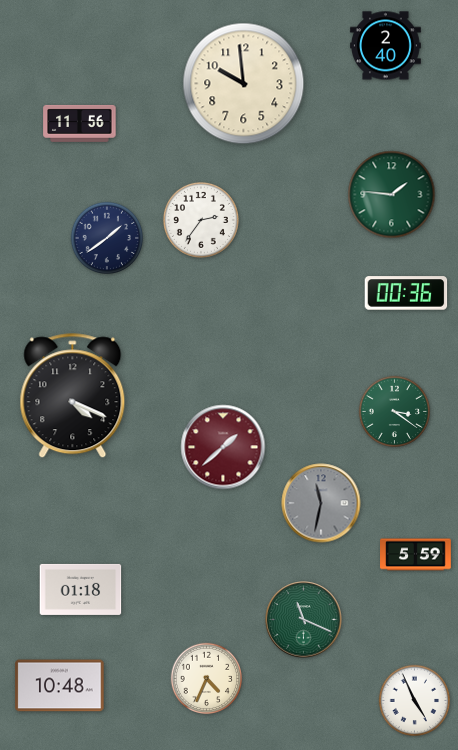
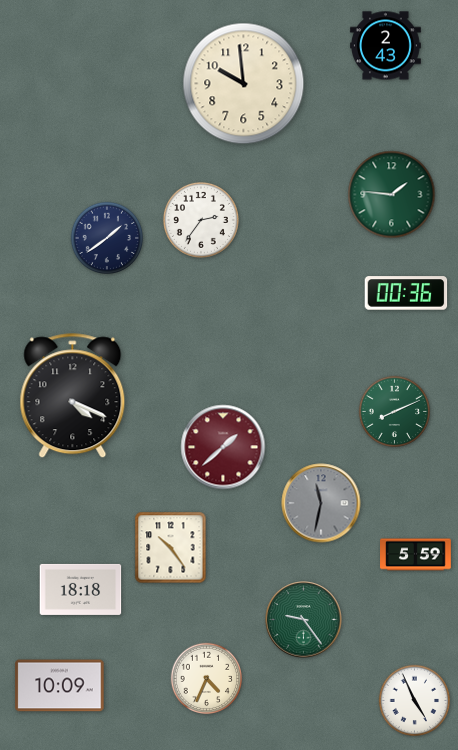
clock at (386, 46): 2:40 -> 2:43
clock at (80, 123): 11:56 -> none
clock at (395, 412): 3:21 -> 8:11
clock at (171, 548): none -> 10:24
clock at (81, 589): 01:18 -> 18:18
clock at (304, 620): 11:19 -> 9:24
clock at (60, 686): 10:48 -> 10:09
